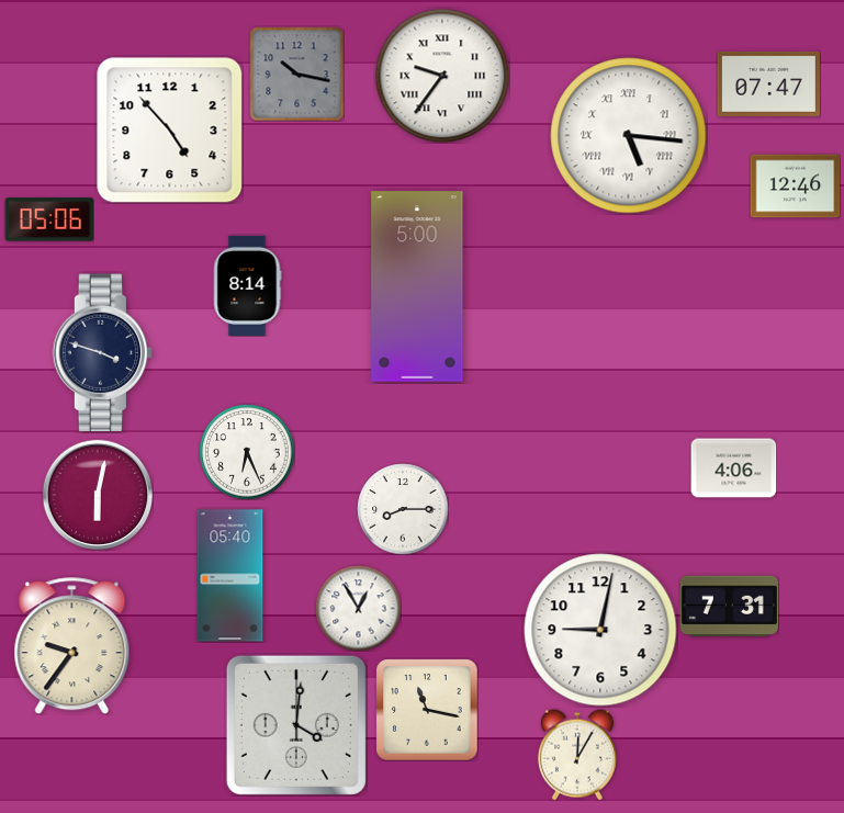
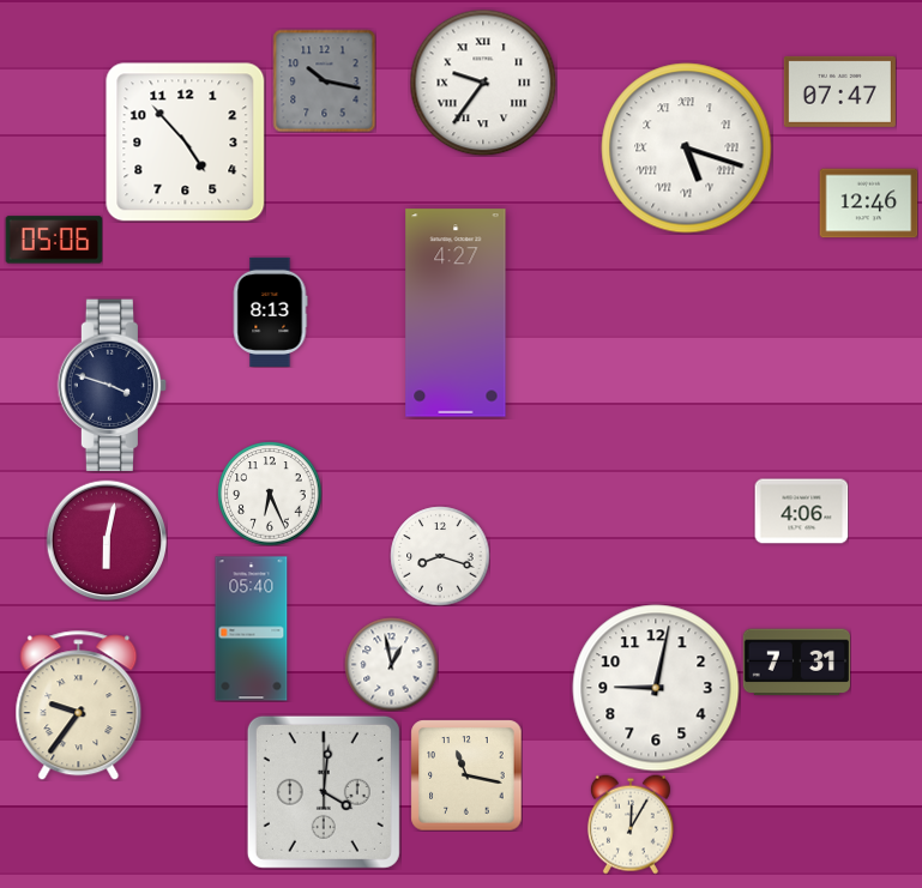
clock at (629, 136): 5:16 -> 5:18
clock at (247, 285): 8:14 -> 8:13
clock at (417, 286): 5:00 -> 4:27
clock at (403, 509): 8:15 -> 8:18
clock at (358, 608): 12:55 -> 12:58
